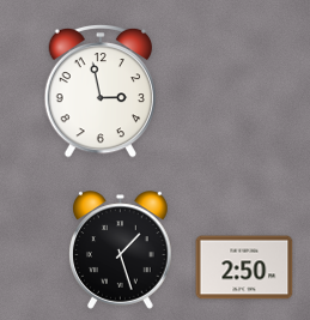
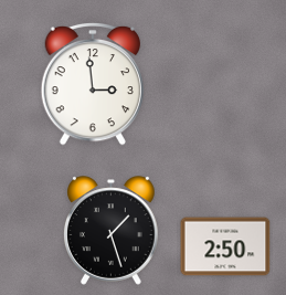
clock at (99, 91): 2:58 -> 2:59
